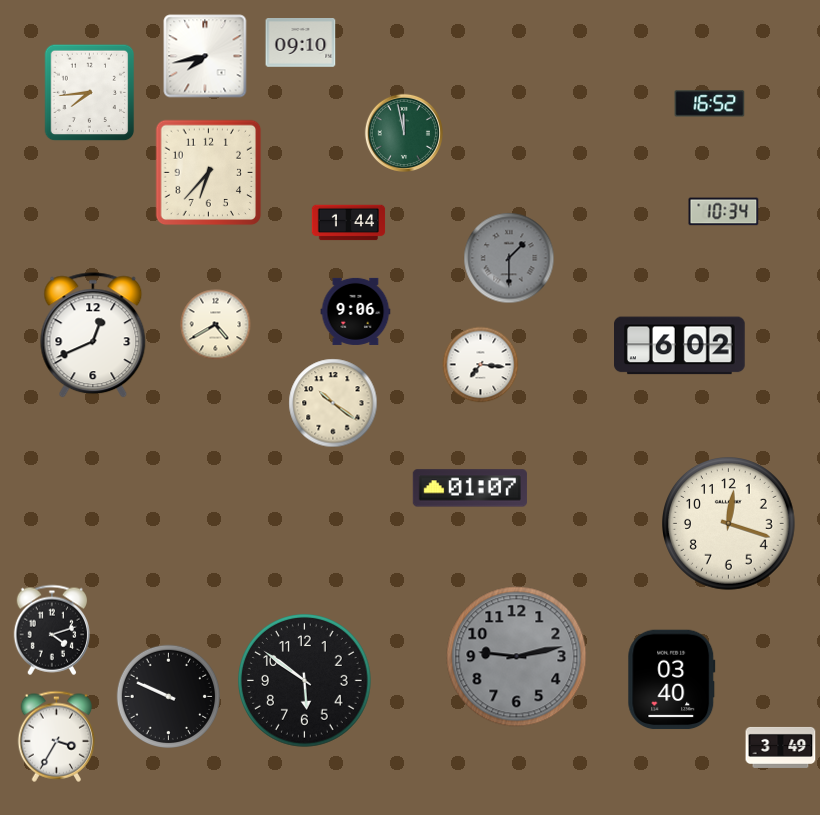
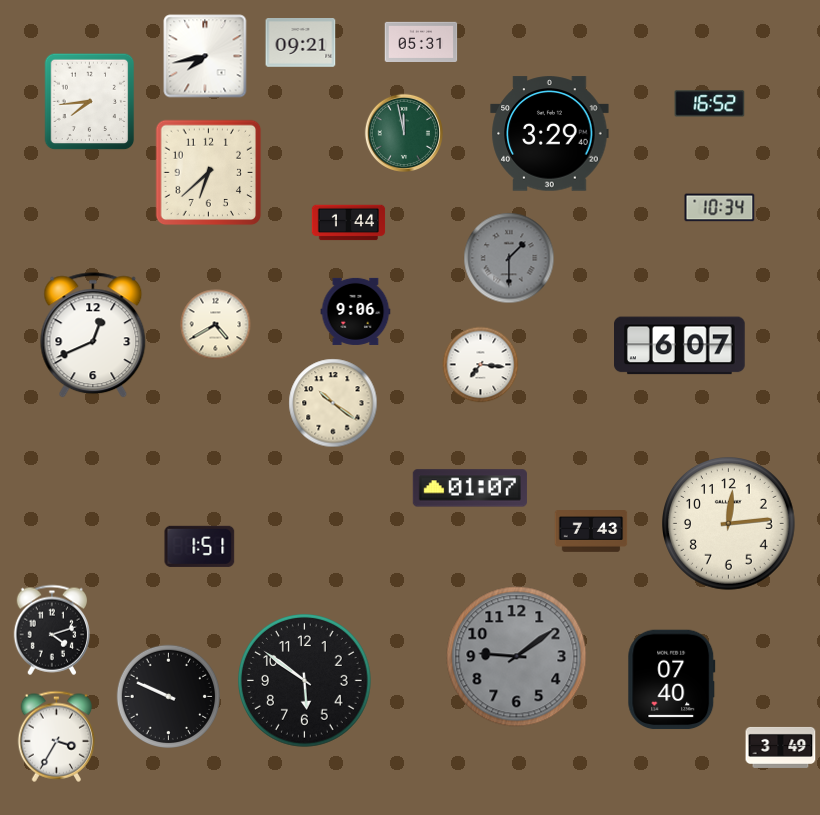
clock at (421, 41): none -> 05:31
clock at (301, 43): 09:10 -> 09:21
clock at (90, 93) position: (90, 93) -> (90, 102)
clock at (550, 134): none -> 3:29
clock at (209, 173): 6:37 -> 6:38
clock at (724, 212) position: (724, 212) -> (720, 208)
clock at (680, 346): 6:02 -> 6:07
clock at (729, 524): 12:18 -> 12:14
clock at (591, 532): none -> 7:43
clock at (200, 546): none -> 1:51
clock at (517, 657): 9:13 -> 9:09
clock at (672, 680): 03:40 -> 07:40
